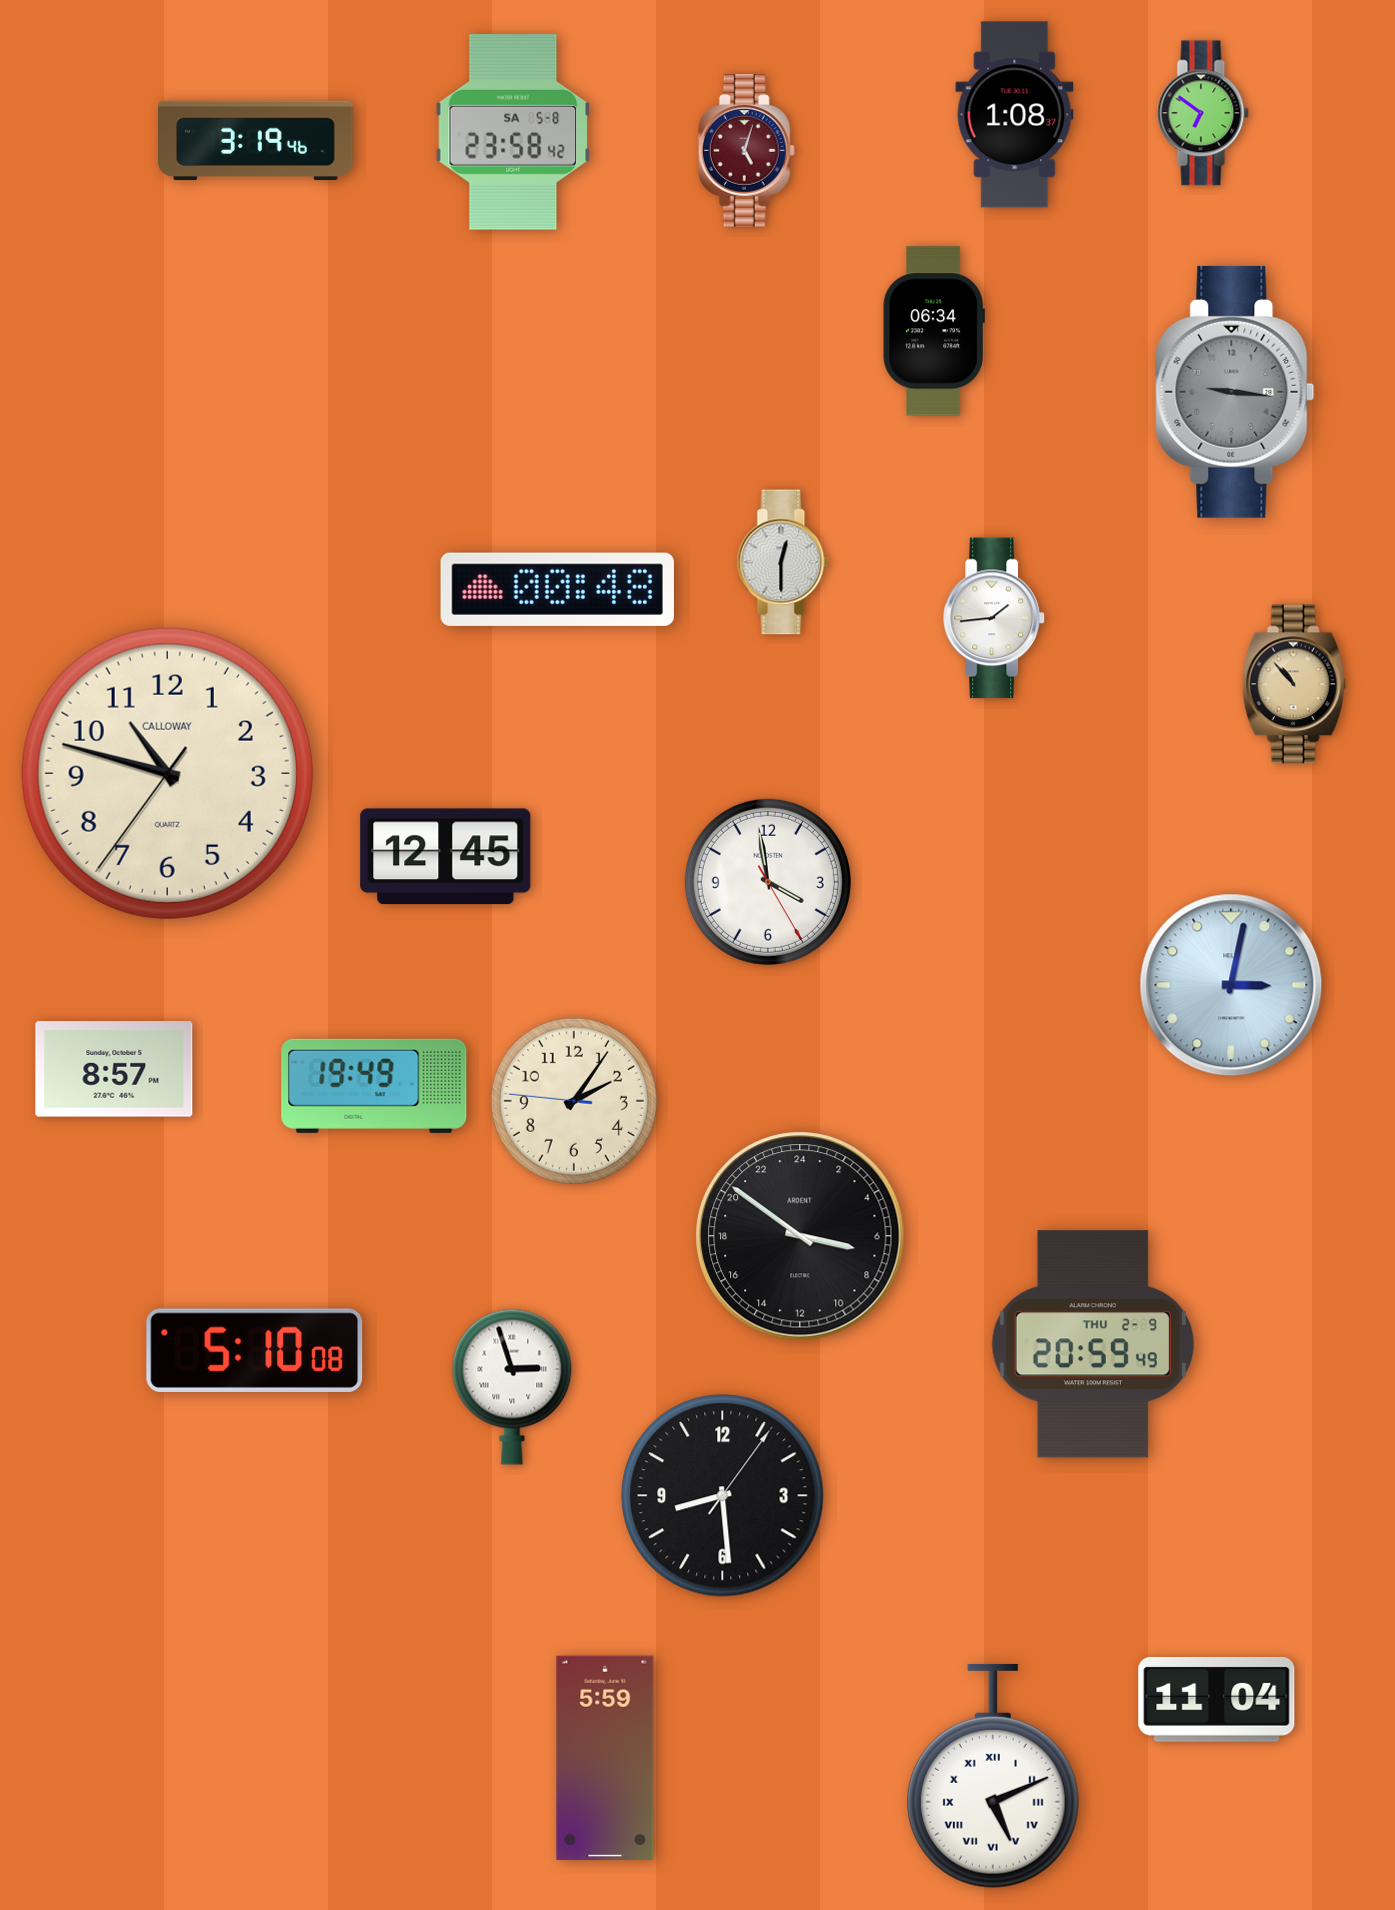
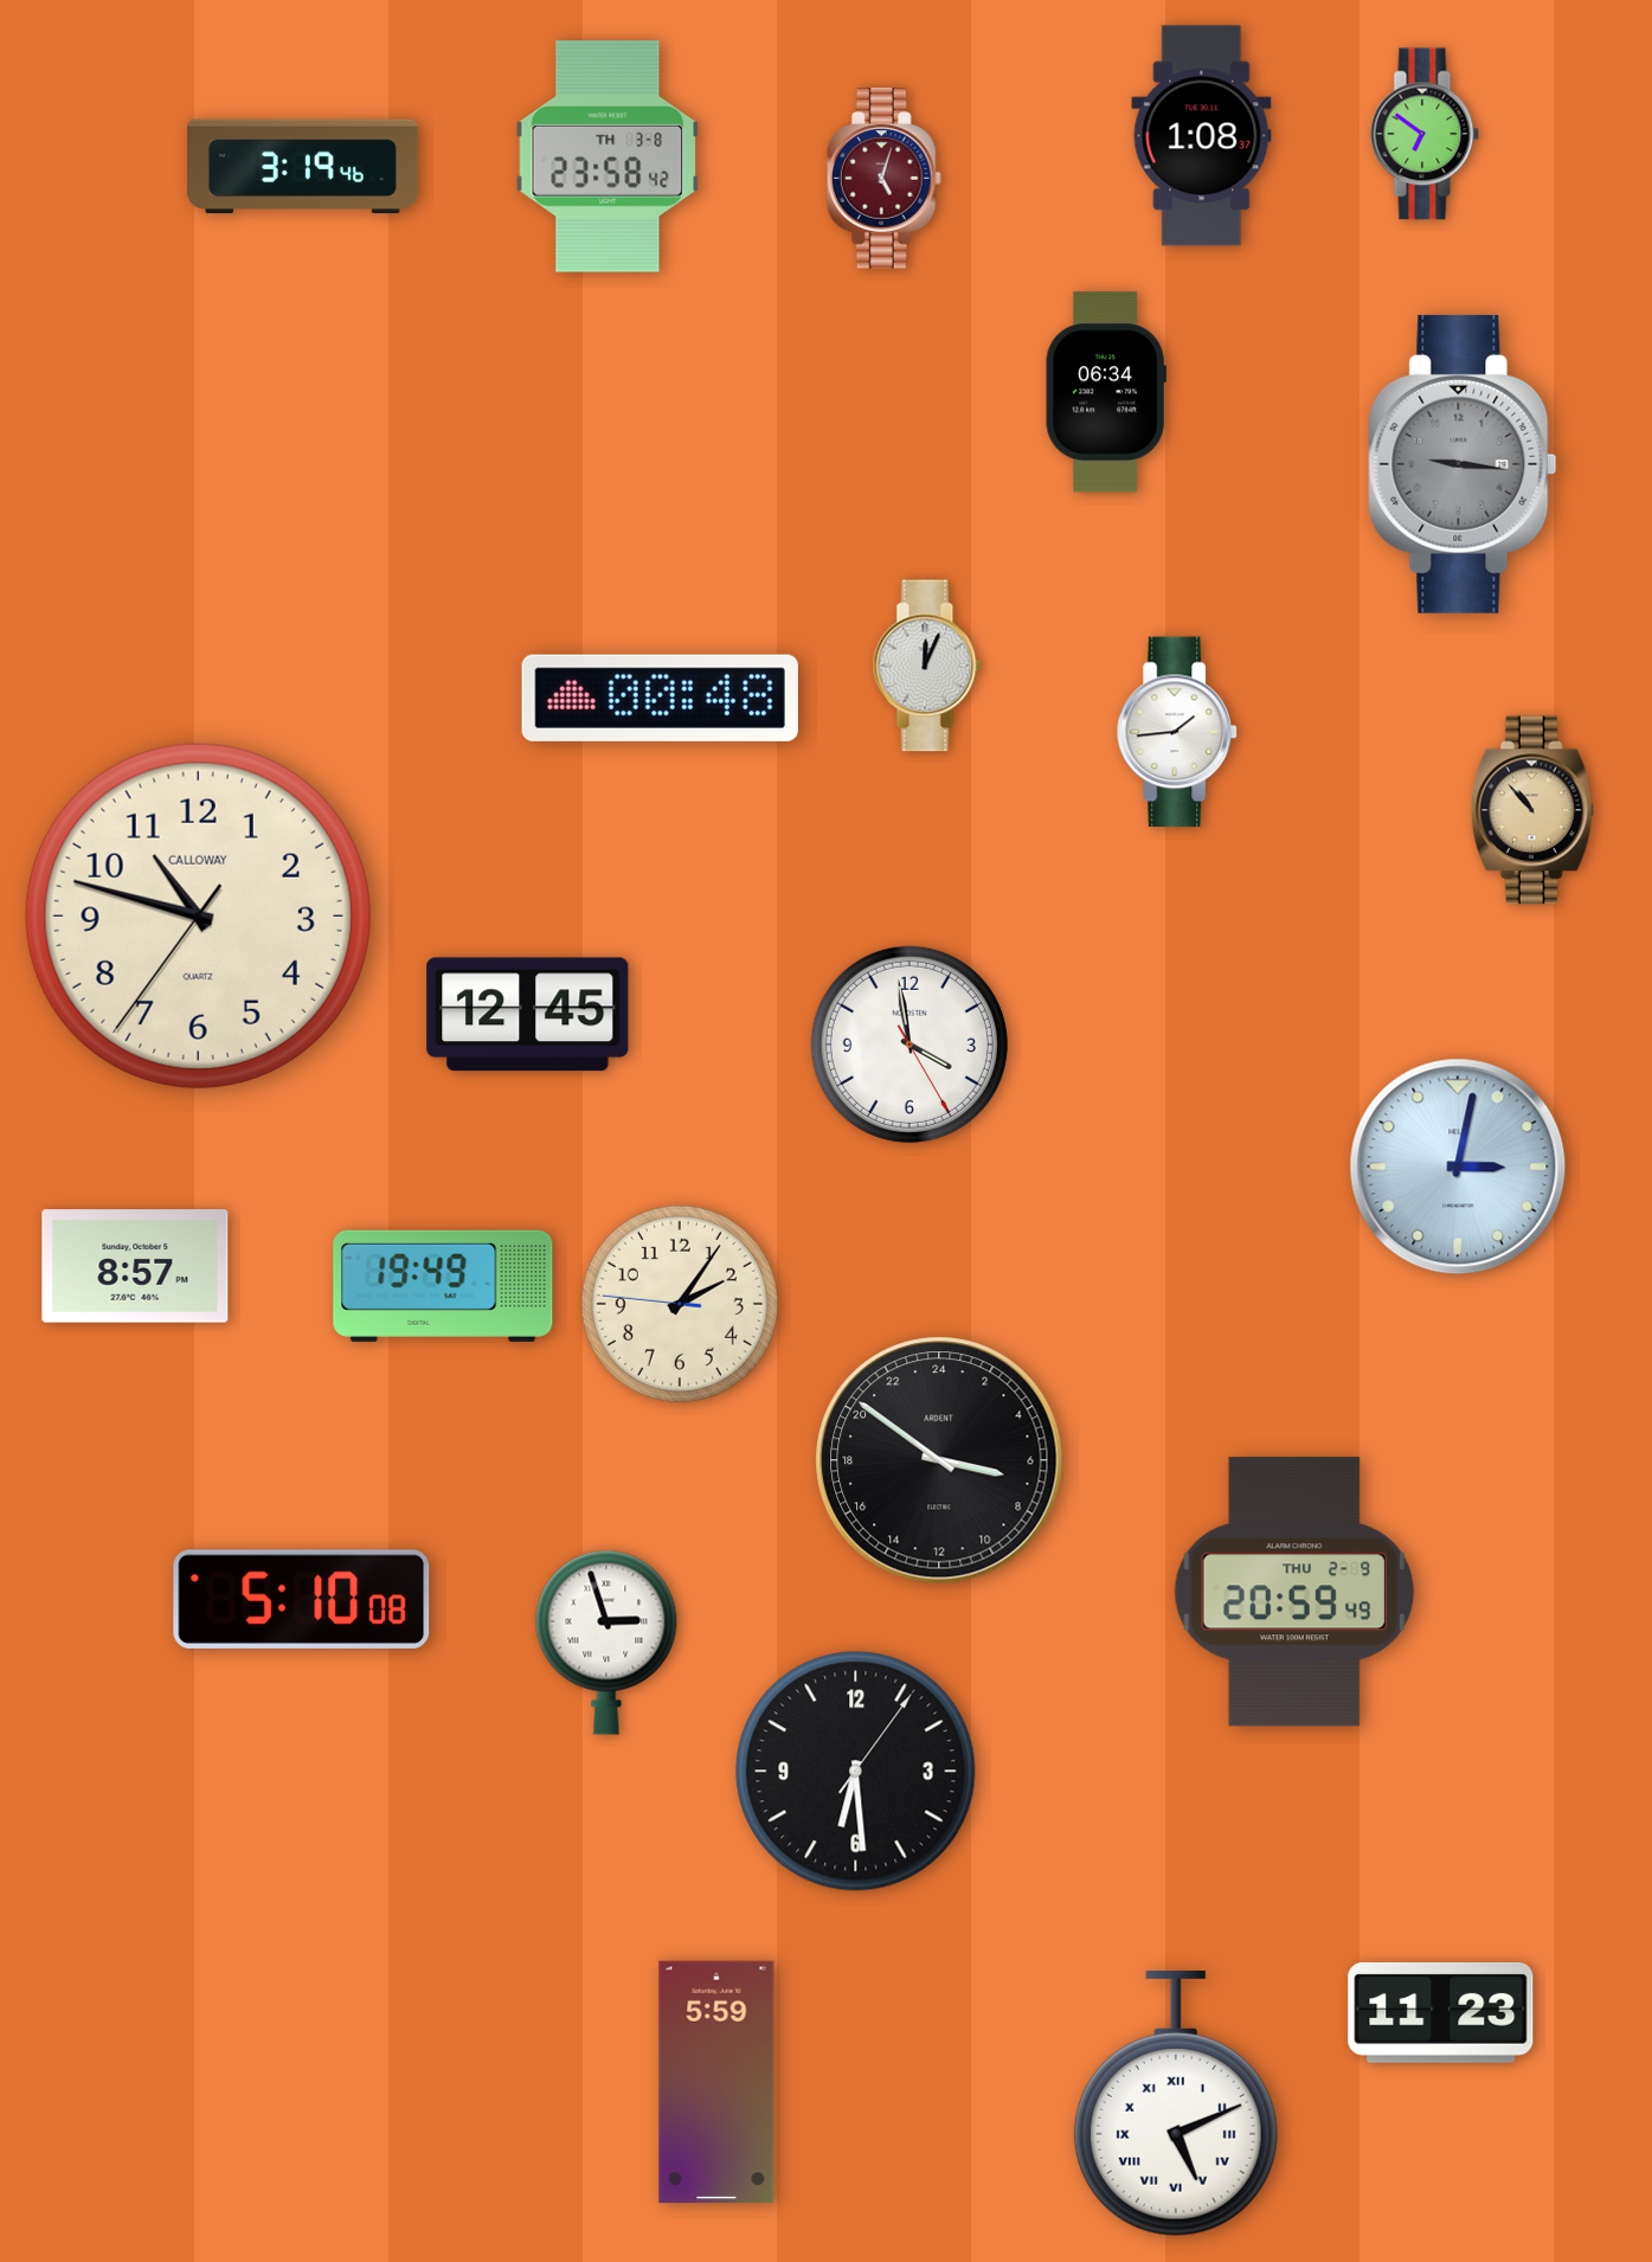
clock at (513, 133) date: SA 5-8 -> TH 3-8
clock at (783, 562): 12:30 -> 12:04
clock at (800, 1236) position: (800, 1236) -> (939, 1460)
clock at (723, 1496): 8:29 -> 6:29
clock at (1217, 1699): 11:04 -> 11:23
